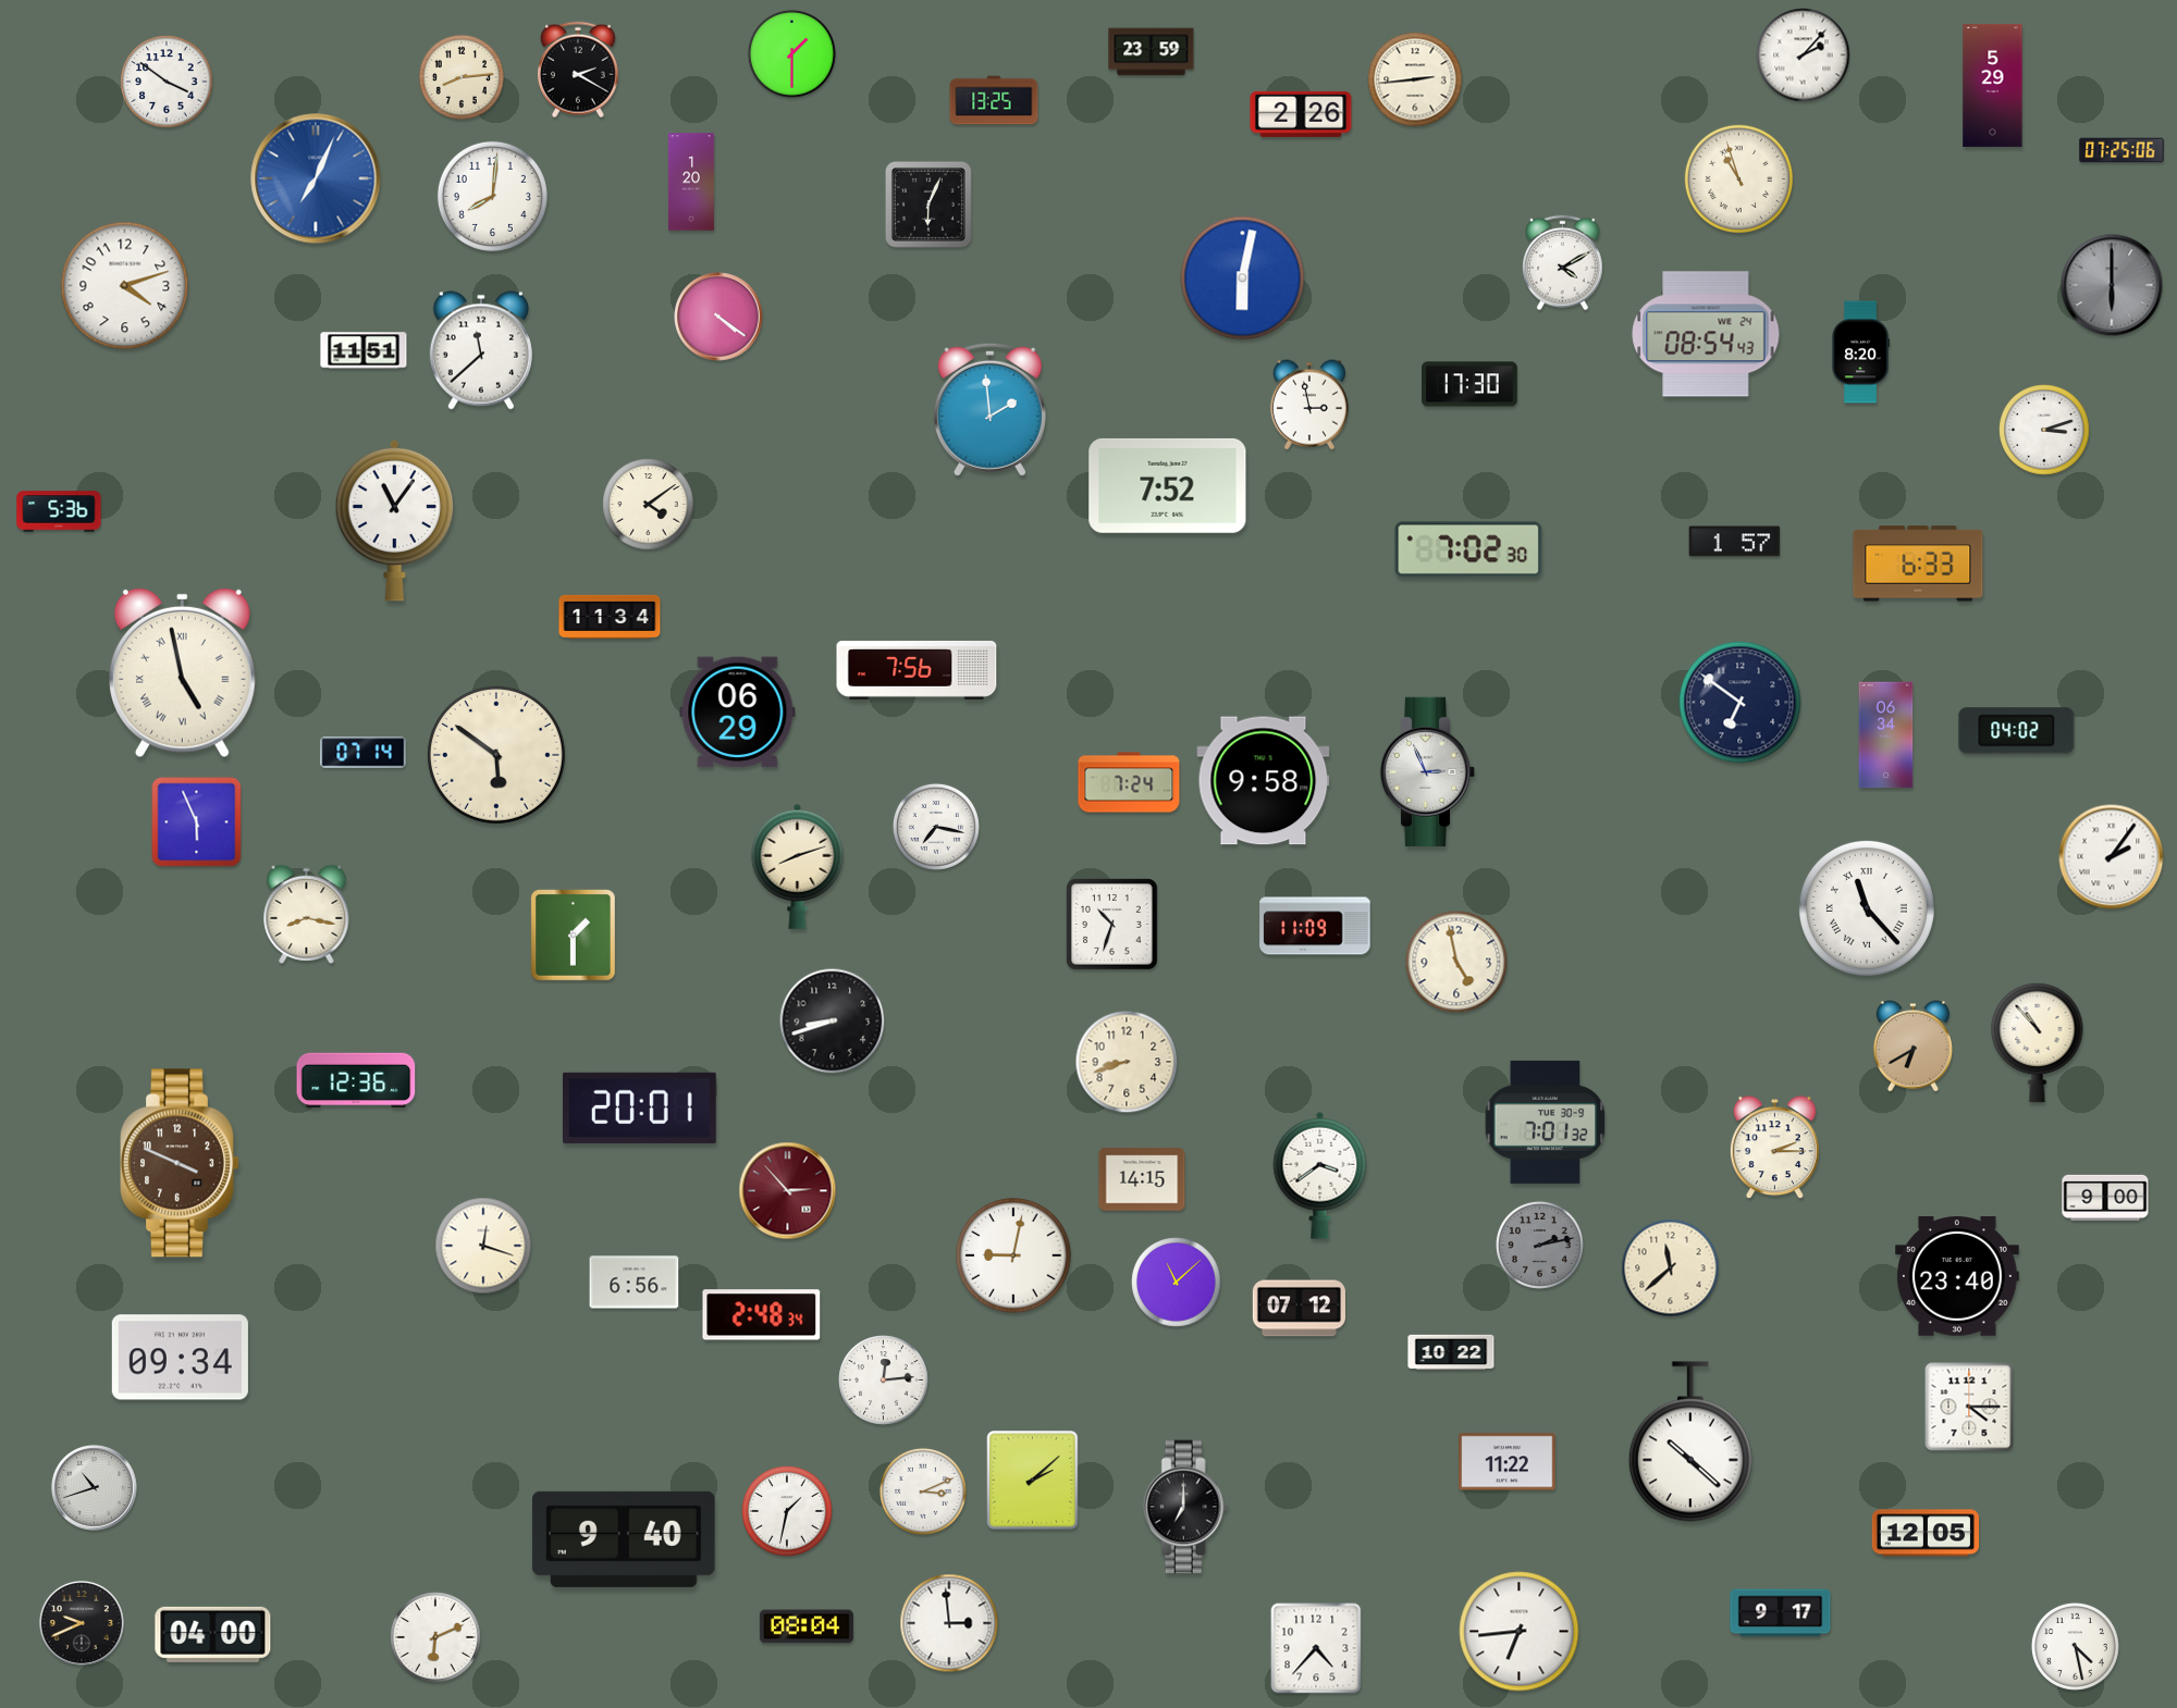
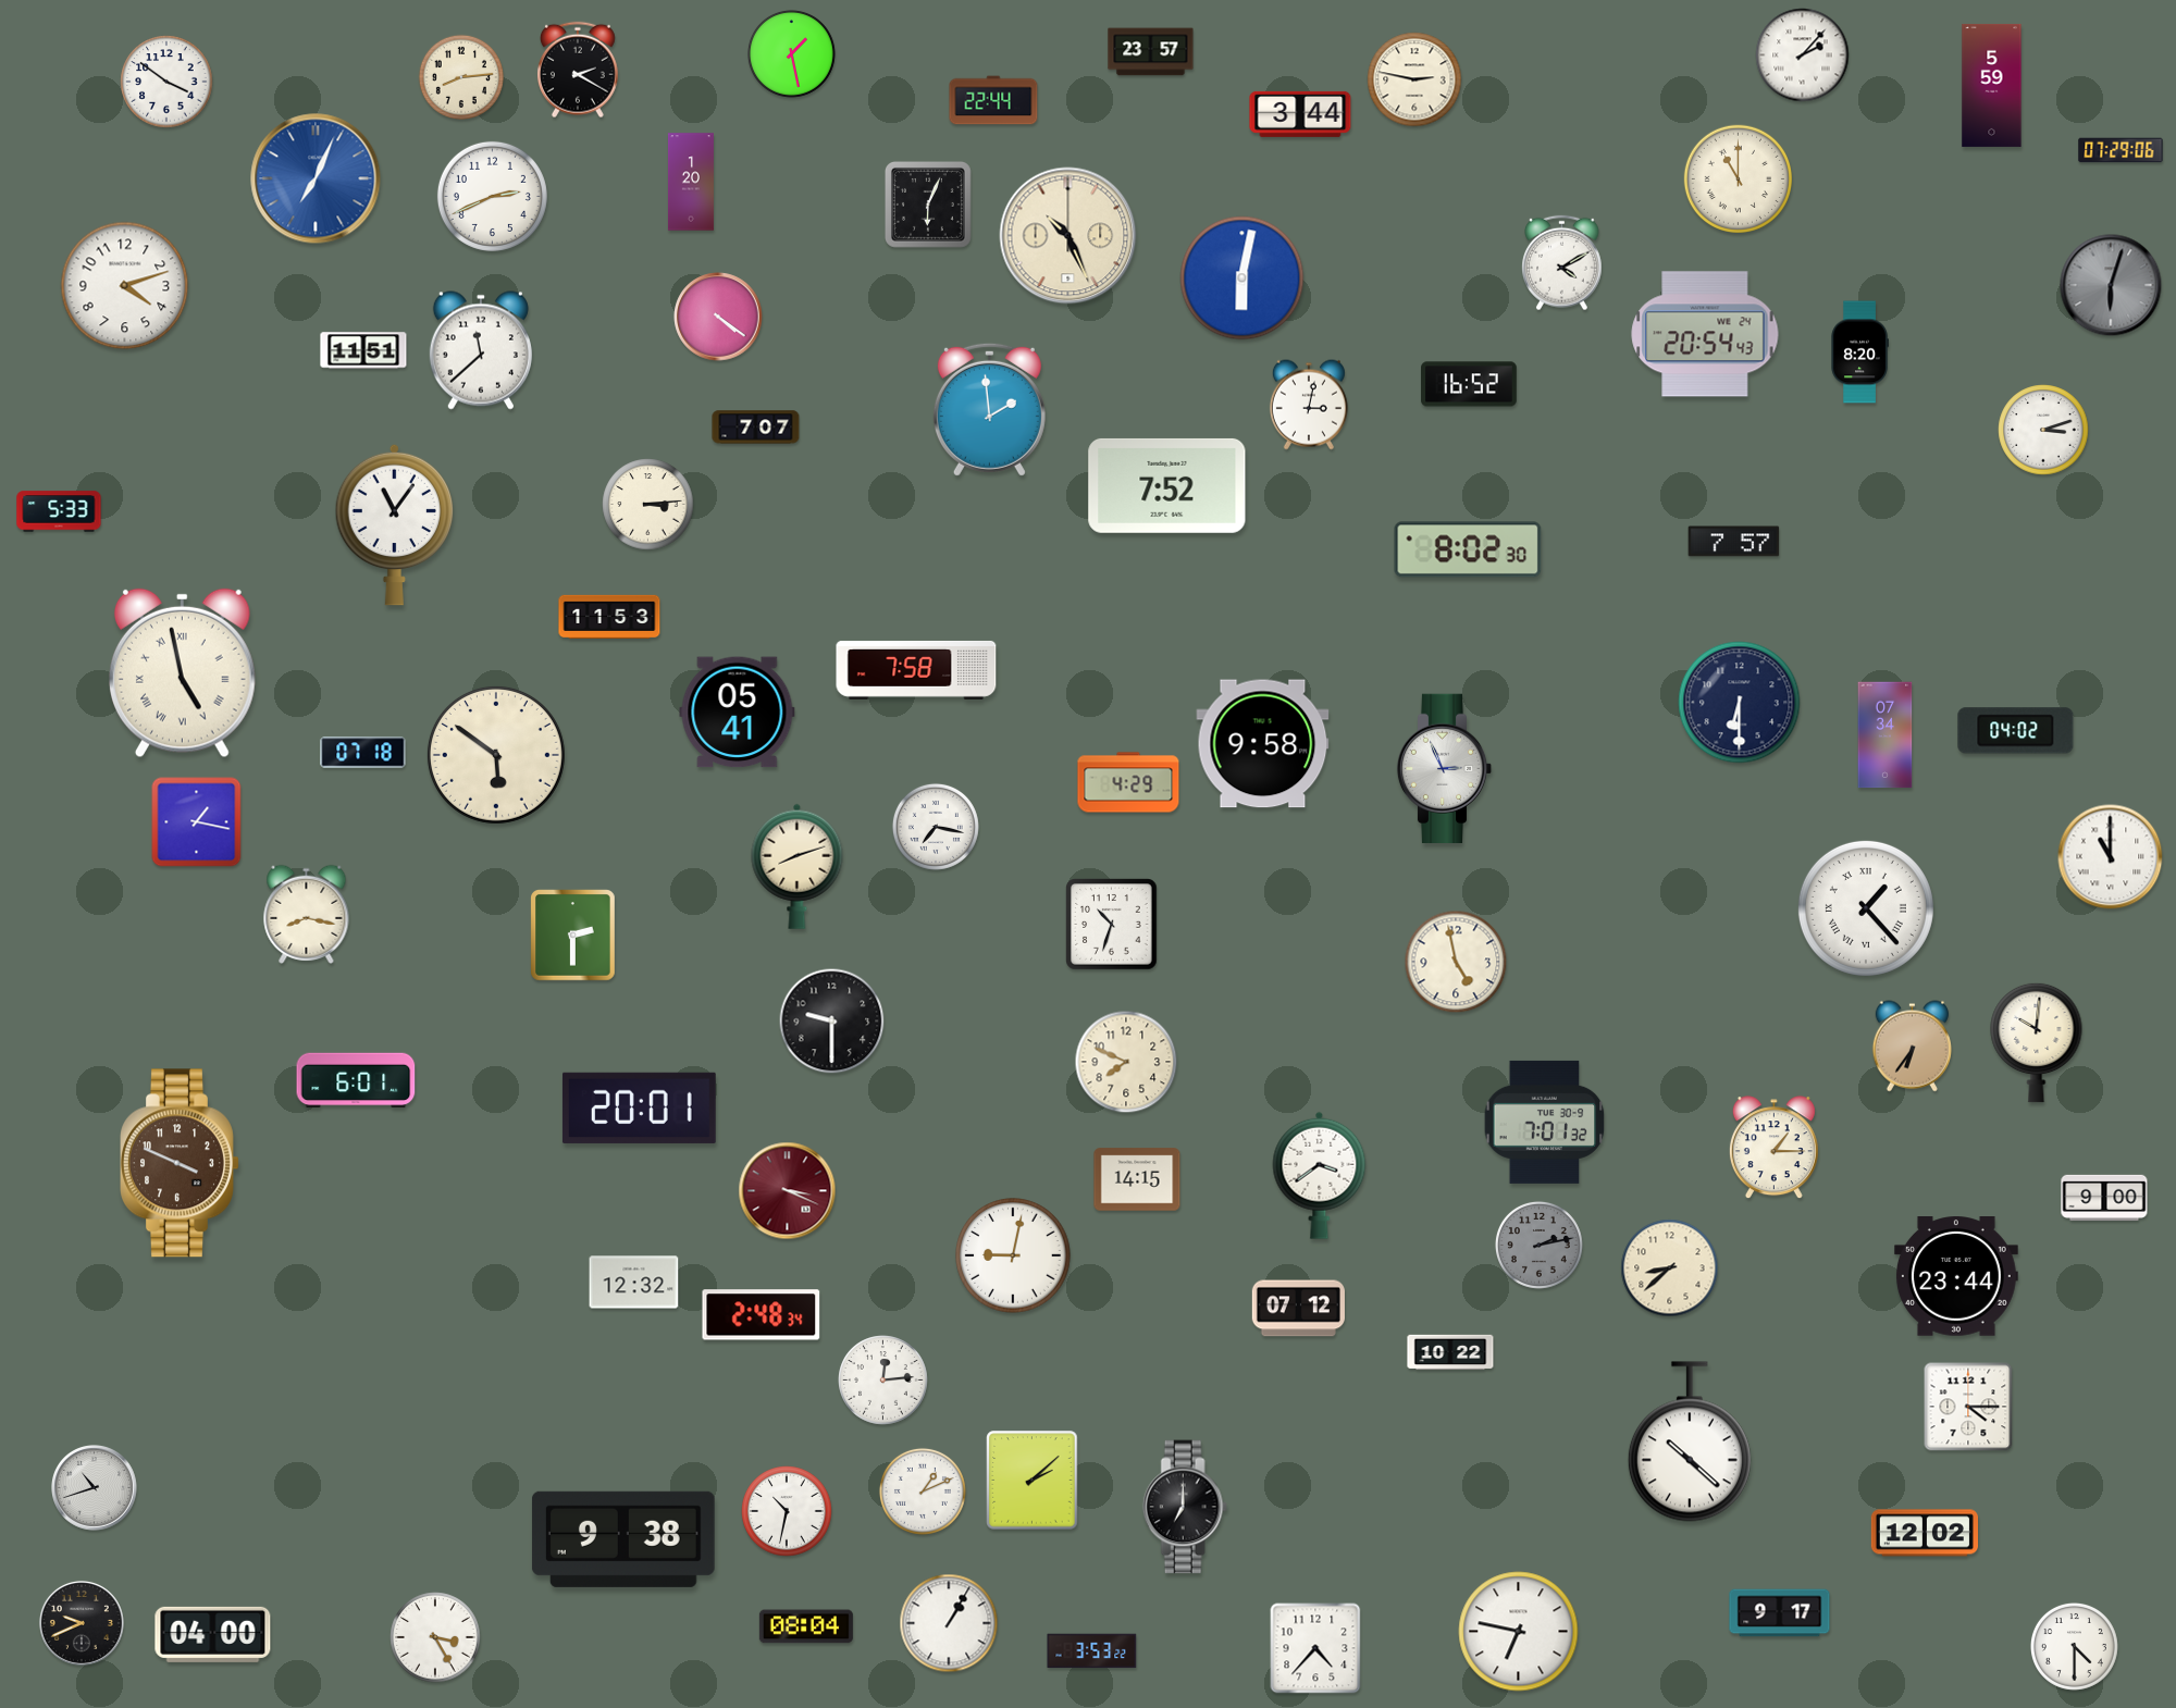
clock at (1152, 52): 23:59 -> 23:57
clock at (791, 53): 1:30 -> 1:28
clock at (1415, 79): 2:44 -> 2:47
clock at (1993, 85): 5:29 -> 5:59
clock at (994, 100): 13:25 -> 22:44
clock at (1301, 114): 2:26 -> 3:44
clock at (2121, 150): 07:25 -> 07:29
clock at (1738, 178): 10:57 -> 11:00
clock at (492, 196): 8:01 -> 2:41
clock at (1068, 236): none -> 10:26
clock at (2112, 285): 6:00 -> 6:03
clock at (1706, 334): 08:54 -> 20:54
clock at (1469, 384): 17:30 -> 16:52
clock at (1309, 405): 2:58 -> 3:02
clock at (756, 428): none -> 7:07
clock at (649, 505): 4:09 -> 3:14
clock at (59, 511): 5:36 -> 5:33
clock at (395, 520) position: (395, 520) -> (395, 524)
clock at (1735, 542): 1:57 -> 7:57
clock at (1468, 549): 7:02 -> 8:02
clock at (1918, 564): 6:33 -> none
clock at (610, 616): 11:34 -> 11:53
clock at (917, 670): 7:56 -> 7:58
clock at (1741, 703): 6:51 -> 6:30
clock at (738, 713): 06:29 -> 05:41
clock at (1886, 735): 06:34 -> 07:34
clock at (364, 753): 07:14 -> 07:18
clock at (1428, 771) position: (1428, 771) -> (1445, 768)
clock at (1264, 781) position: (1264, 781) -> (1263, 744)
clock at (1129, 782): 7:24 -> 4:29
clock at (197, 822): 5:56 -> 1:17
clock at (2112, 857): 2:06 -> 11:00
clock at (1867, 908): 11:23 -> 1:23
clock at (1315, 926): 11:09 -> none
clock at (574, 936): 1:30 -> 2:30
clock at (833, 1022): 8:42 -> 9:30
clock at (2038, 1042): 10:53 -> 10:01
clock at (1912, 1047): 6:40 -> 6:36
clock at (1127, 1062): 8:42 -> 7:49
clock at (356, 1080): 12:36 -> 6:01
clock at (1774, 1148): 2:15 -> 1:15
clock at (1142, 1179) position: (1142, 1179) -> (1137, 1179)
clock at (788, 1191): 2:53 -> 3:19
clock at (483, 1246): 12:18 -> none
clock at (1671, 1268): 11:38 -> 8:38
clock at (1957, 1276): 23:40 -> 23:44
clock at (635, 1283): 6:56 -> 12:32
clock at (1177, 1283): 11:08 -> none
clock at (180, 1358): 09:34 -> none
clock at (1508, 1462): 11:22 -> none
clock at (923, 1492): 3:11 -> 1:11
clock at (787, 1511): 1:32 -> 10:32
clock at (1924, 1533): 12:05 -> 12:02
clock at (624, 1539): 9:40 -> 9:38
clock at (949, 1623): 2:59 -> 1:05
clock at (1520, 1632): 6:44 -> 6:47
clock at (435, 1637): 6:11 -> 3:25
clock at (2075, 1646): 4:28 -> 4:30
clock at (1092, 1651): none -> 3:53
